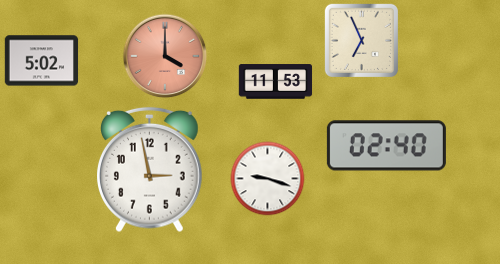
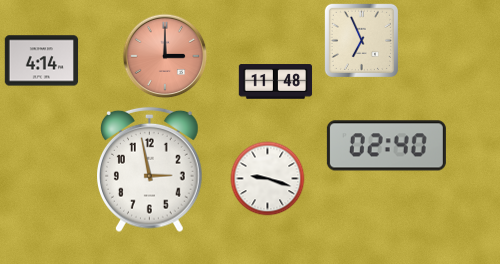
clock at (165, 56): 4:00 -> 3:00
clock at (42, 61): 5:02 -> 4:14
clock at (276, 82): 11:53 -> 11:48
